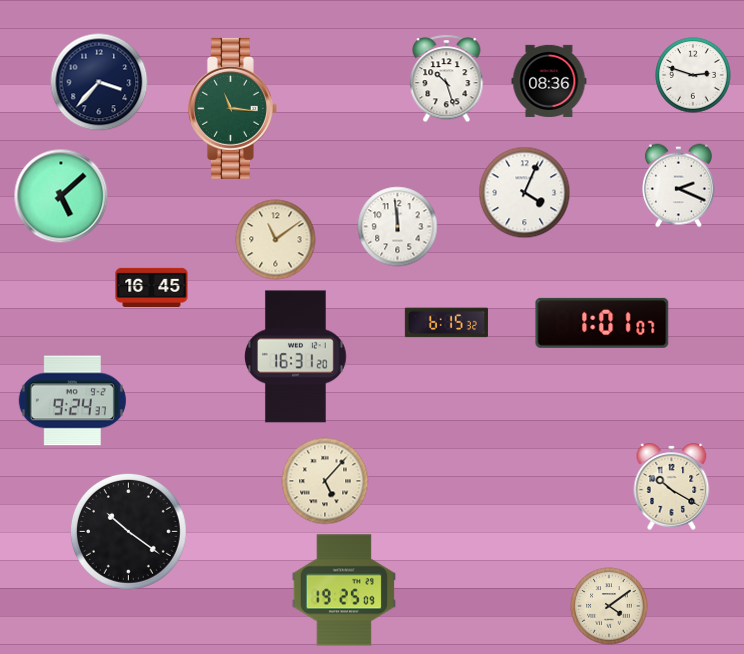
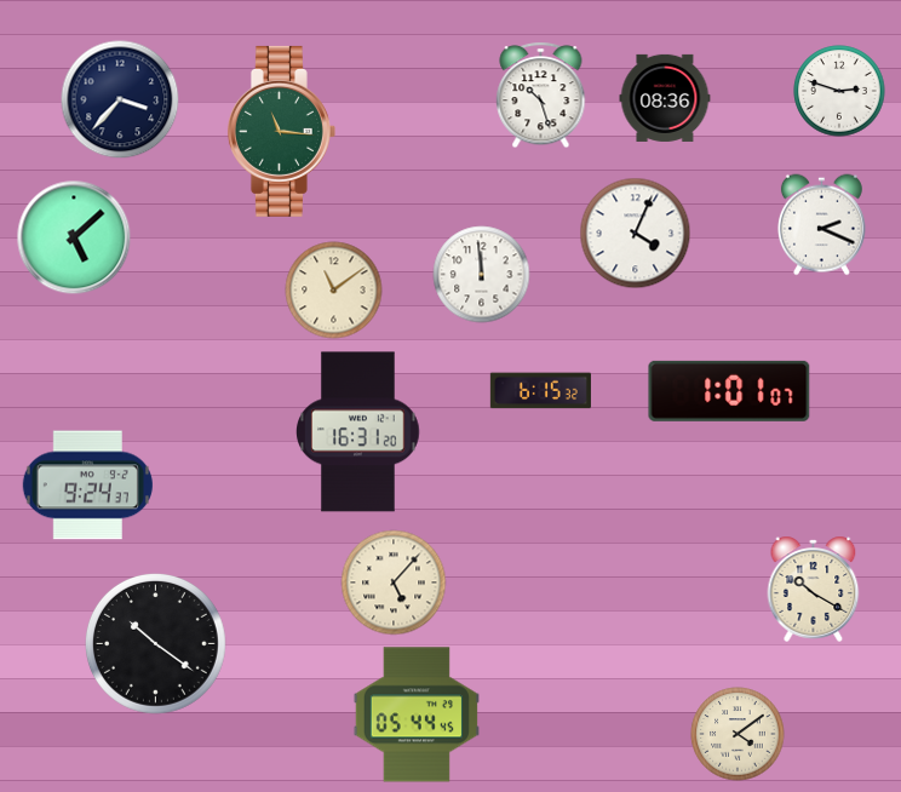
clock at (152, 287): 16:45 -> none
clock at (344, 590): 19:25 -> 05:44
